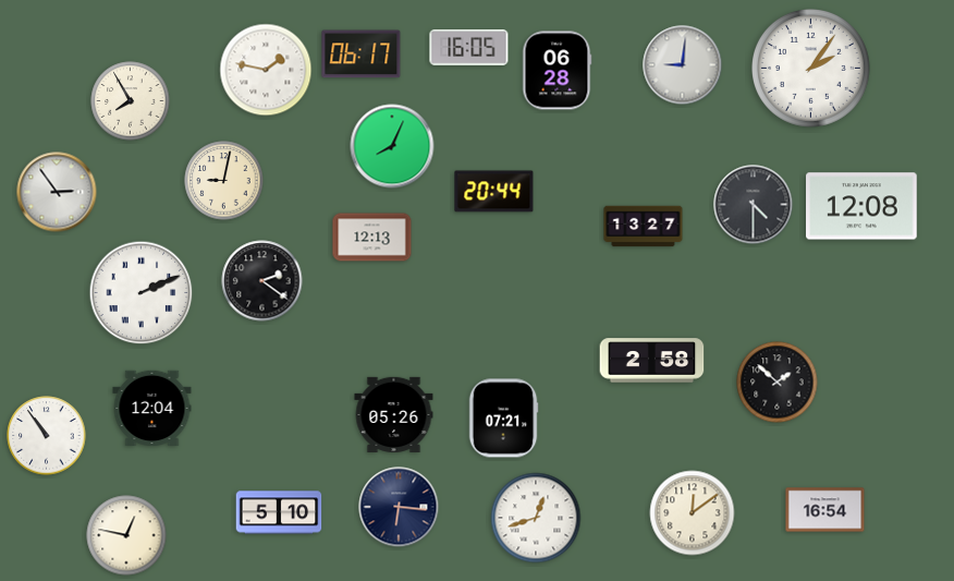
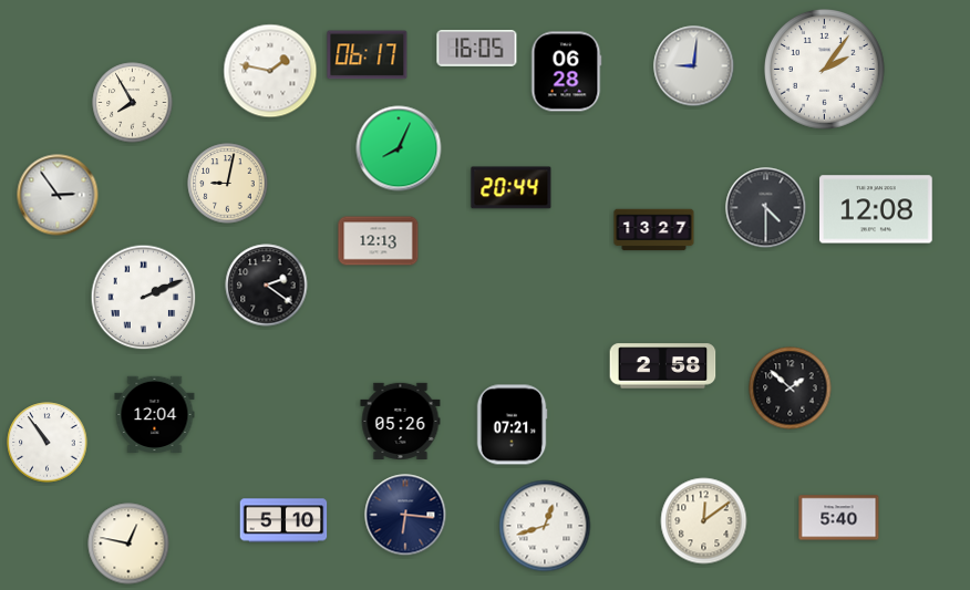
clock at (494, 192) position: (494, 192) -> (512, 188)
clock at (825, 510): 16:54 -> 5:40
